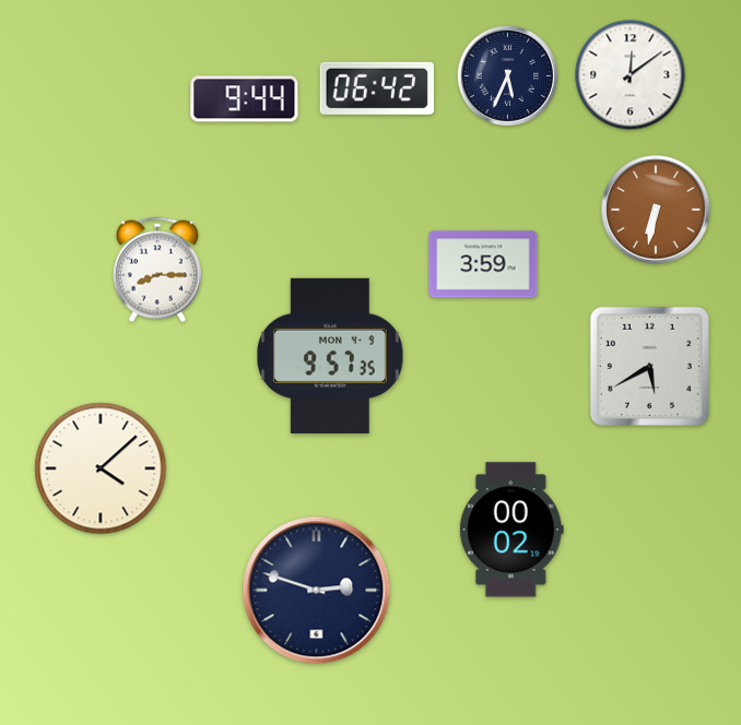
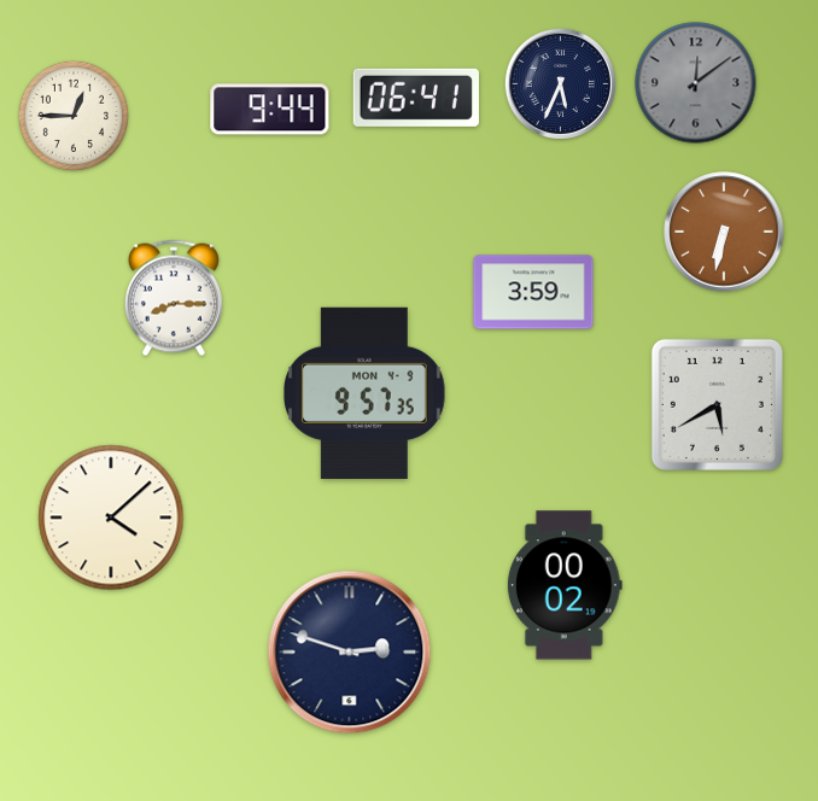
clock at (631, 75) dial: white -> grey
clock at (377, 88): 06:42 -> 06:41
clock at (74, 116): none -> 12:45
